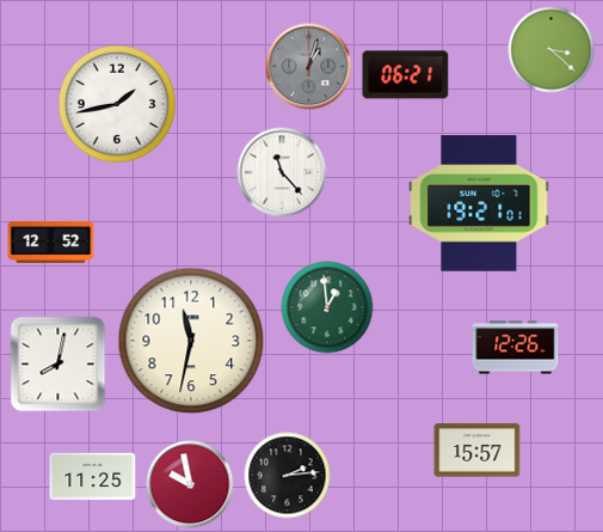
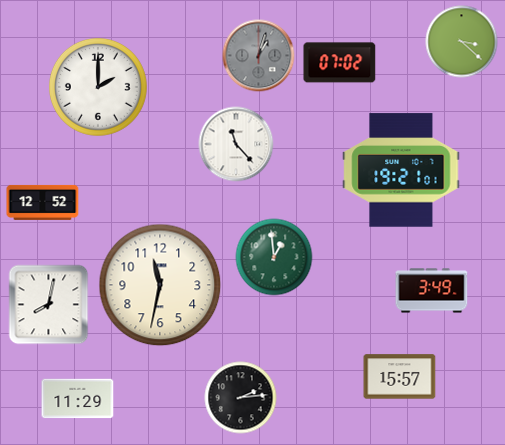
clock at (406, 75): 06:21 -> 07:02
clock at (117, 104): 1:43 -> 2:00
clock at (516, 348): 12:26 -> 3:49
clock at (93, 477): 11:25 -> 11:29
clock at (190, 484): 9:58 -> none
